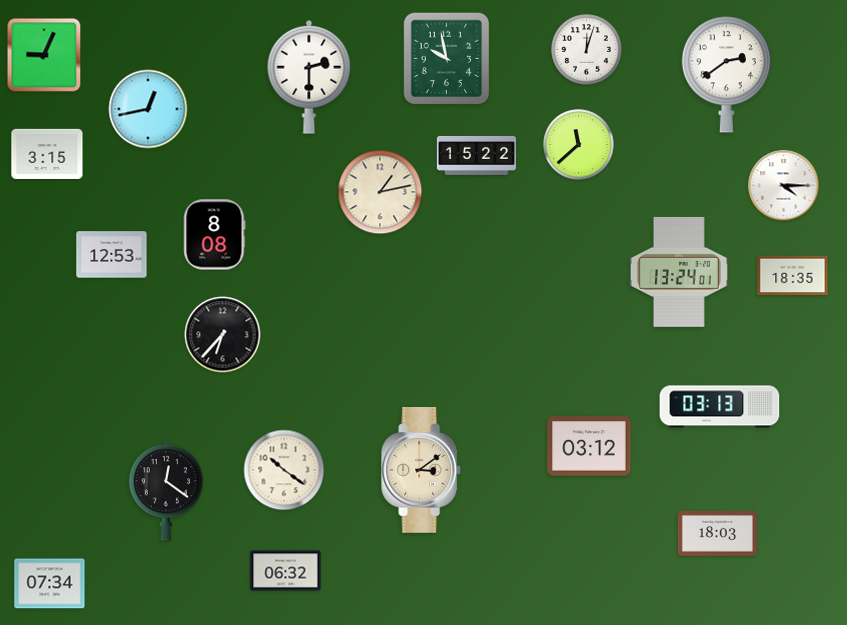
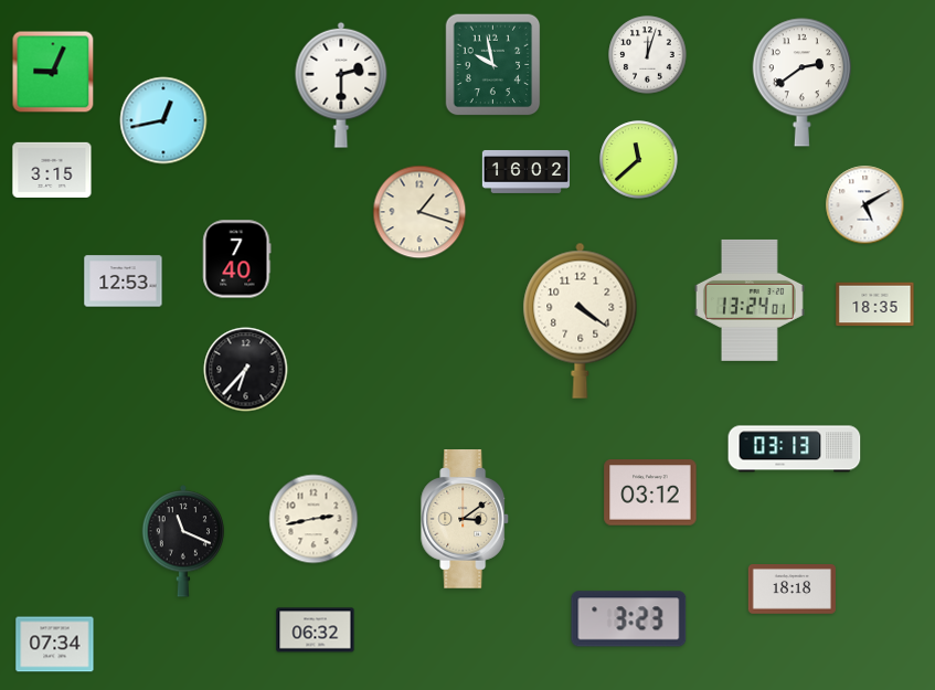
clock at (44, 55) position: (44, 55) -> (53, 72)
clock at (476, 155): 15:22 -> 16:02
clock at (784, 186): 4:15 -> 5:10
clock at (380, 192): 1:13 -> 1:18
clock at (215, 235): 8:08 -> 7:40
clock at (581, 320): none -> 4:21
clock at (284, 470): 10:21 -> 2:43
clock at (165, 490): 12:21 -> 11:19
clock at (717, 534): 18:03 -> 18:18
clock at (629, 619): none -> 3:23
